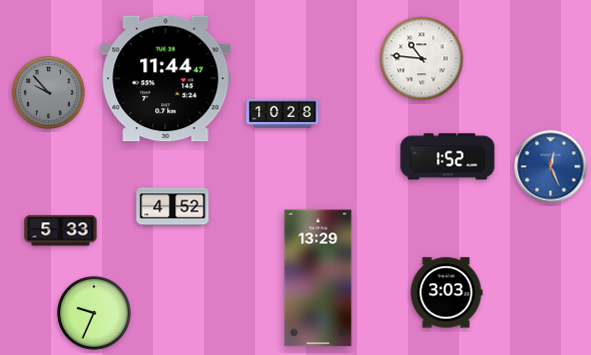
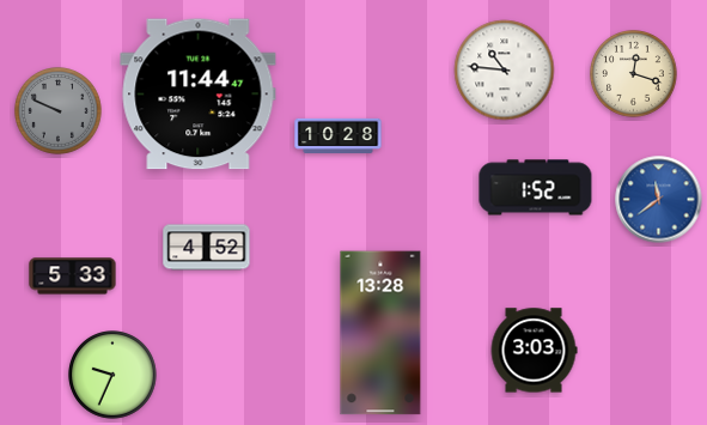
clock at (634, 74): none -> 12:18
clock at (49, 93): 9:53 -> 9:49
clock at (551, 167): 12:26 -> 11:39
clock at (318, 278): 13:29 -> 13:28
